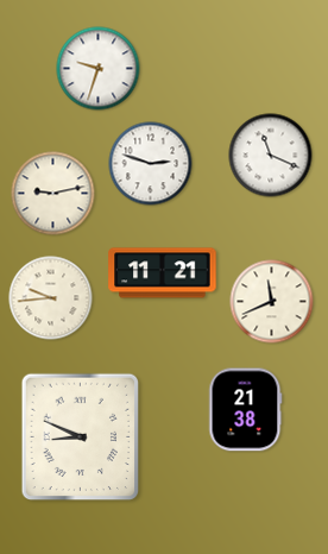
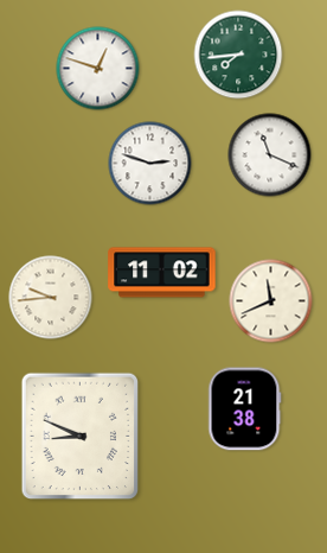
clock at (238, 55): none -> 7:44
clock at (99, 69): 9:33 -> 12:48
clock at (53, 194): 9:13 -> none
clock at (163, 273): 11:21 -> 11:02
